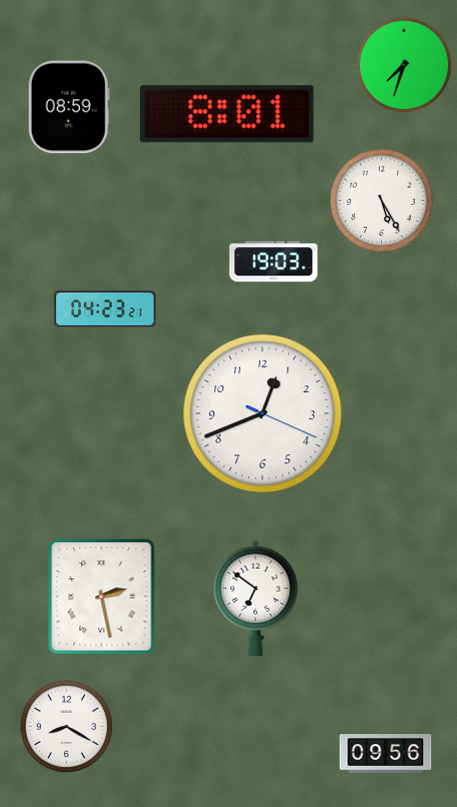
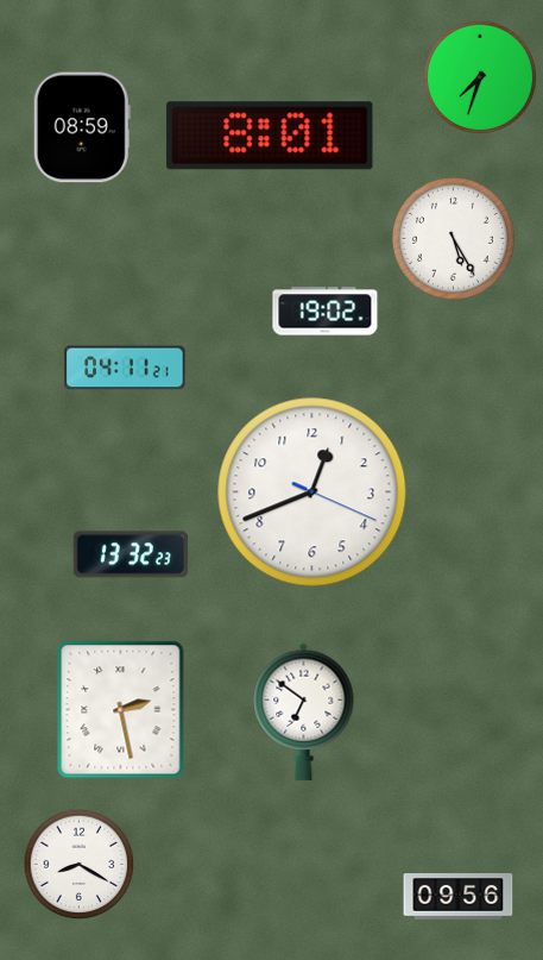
clock at (274, 262): 19:03 -> 19:02
clock at (105, 309): 04:23 -> 04:11
clock at (131, 554): none -> 13:32
